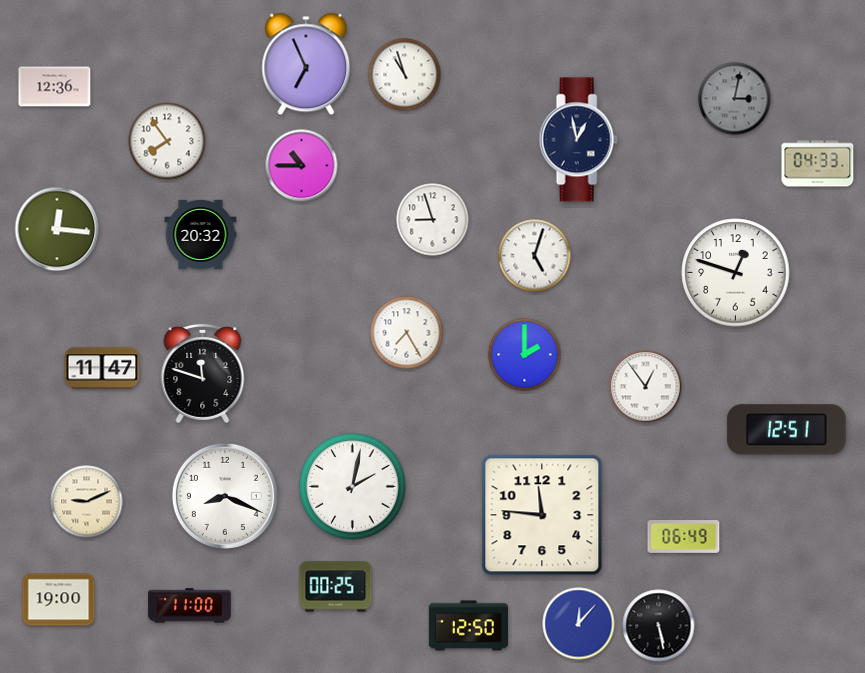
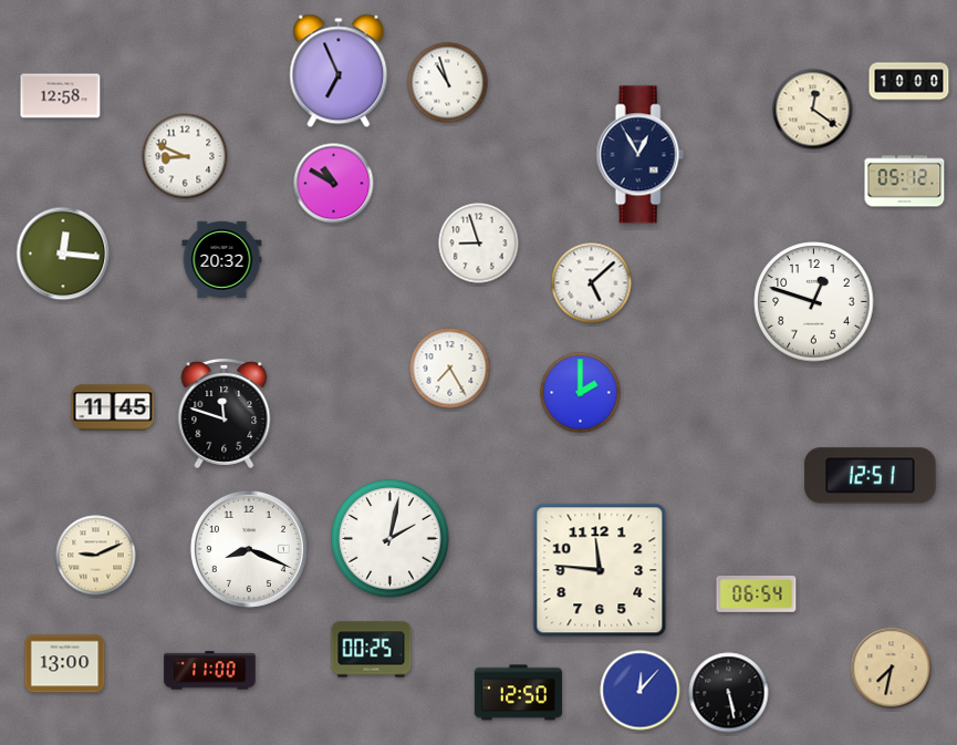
clock at (909, 82): none -> 10:00
clock at (55, 87): 12:36 -> 12:58
clock at (735, 99): 3:02 -> 12:21
clock at (735, 99) dial: grey -> cream
clock at (578, 140): 12:58 -> 12:55
clock at (167, 141): 7:54 -> 8:49
clock at (818, 164): 04:33 -> 05:12
clock at (302, 166): 10:45 -> 10:50
clock at (535, 256): 5:03 -> 5:08
clock at (102, 368): 11:47 -> 11:45
clock at (646, 387): 12:54 -> none
clock at (684, 537): 06:49 -> 06:54
clock at (59, 600): 19:00 -> 13:00
clock at (892, 669): none -> 7:32
